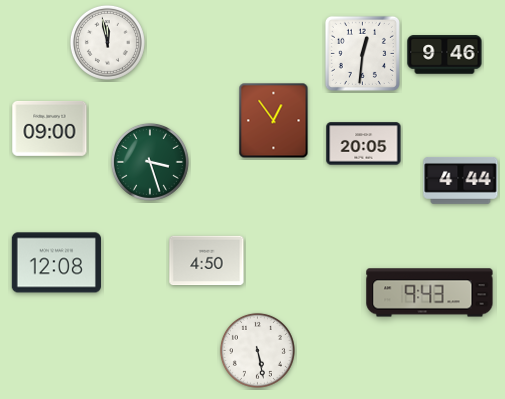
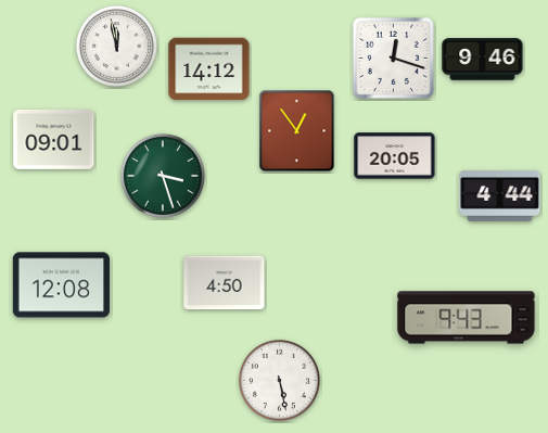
clock at (362, 53): 12:31 -> 12:18
clock at (209, 69): none -> 14:12
clock at (50, 128): 09:00 -> 09:01
